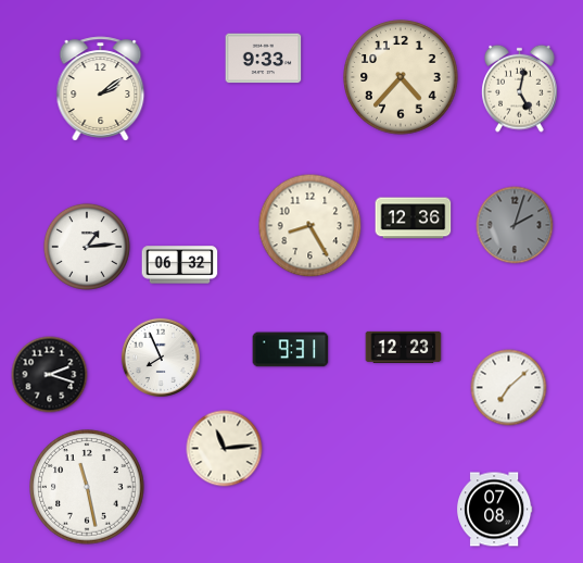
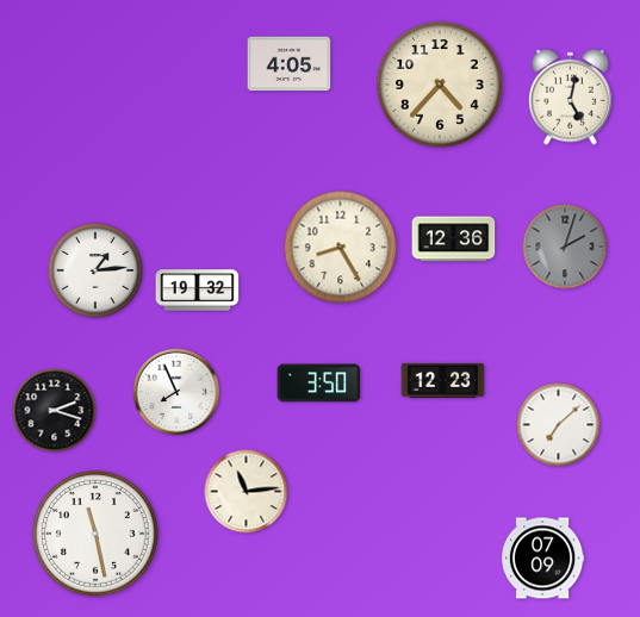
clock at (264, 59): 9:33 -> 4:05
clock at (101, 89): 2:09 -> none
clock at (180, 265): 06:32 -> 19:32
clock at (291, 350): 9:31 -> 3:50
clock at (494, 510): 07:08 -> 07:09
